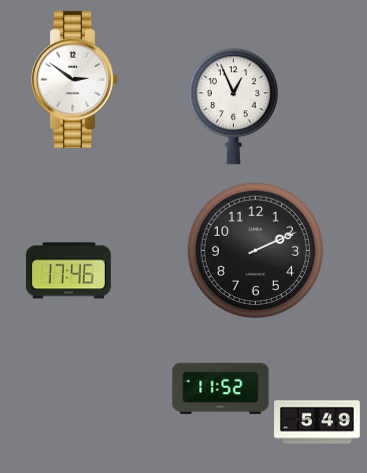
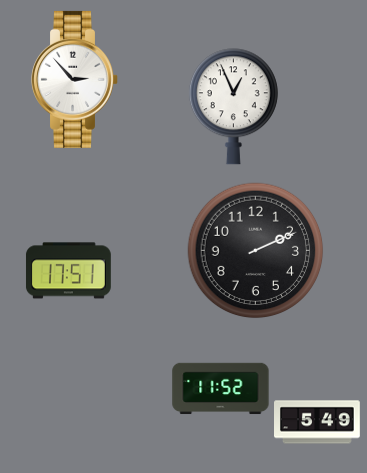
clock at (75, 79): 2:51 -> 2:53
clock at (68, 271): 17:46 -> 17:51
